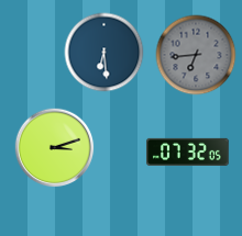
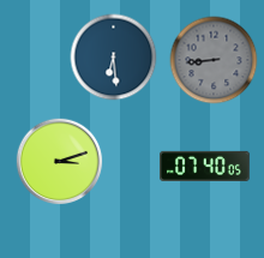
clock at (196, 55): 6:44 -> 8:44
clock at (188, 151): 07:32 -> 07:40
